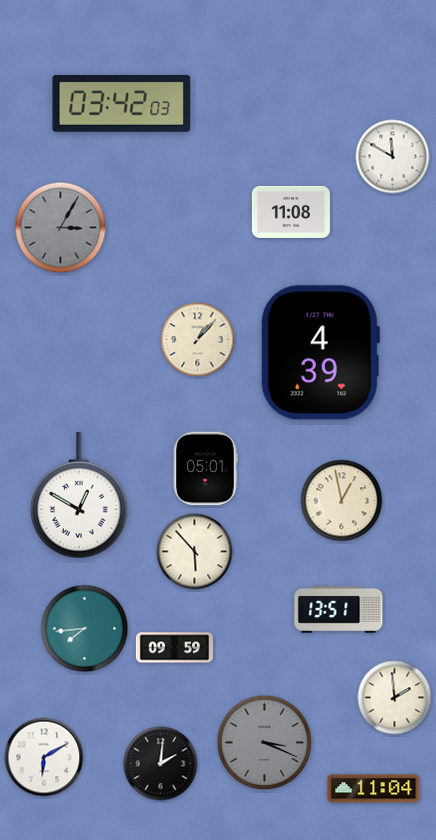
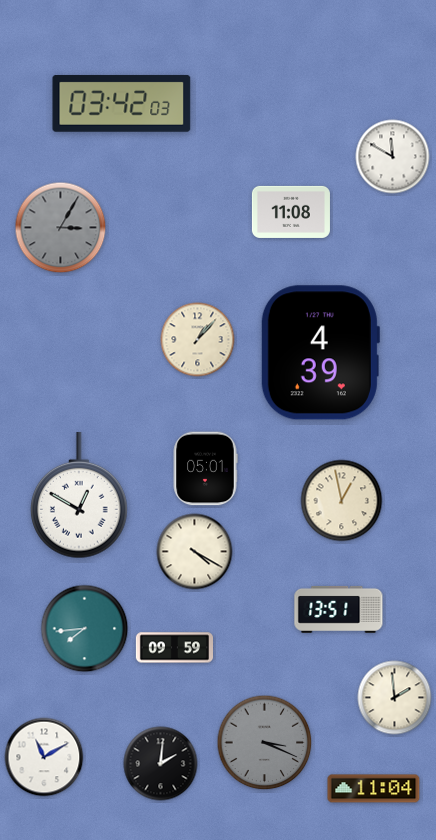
clock at (195, 552): 5:53 -> 4:20
clock at (44, 757): 6:10 -> 11:10
